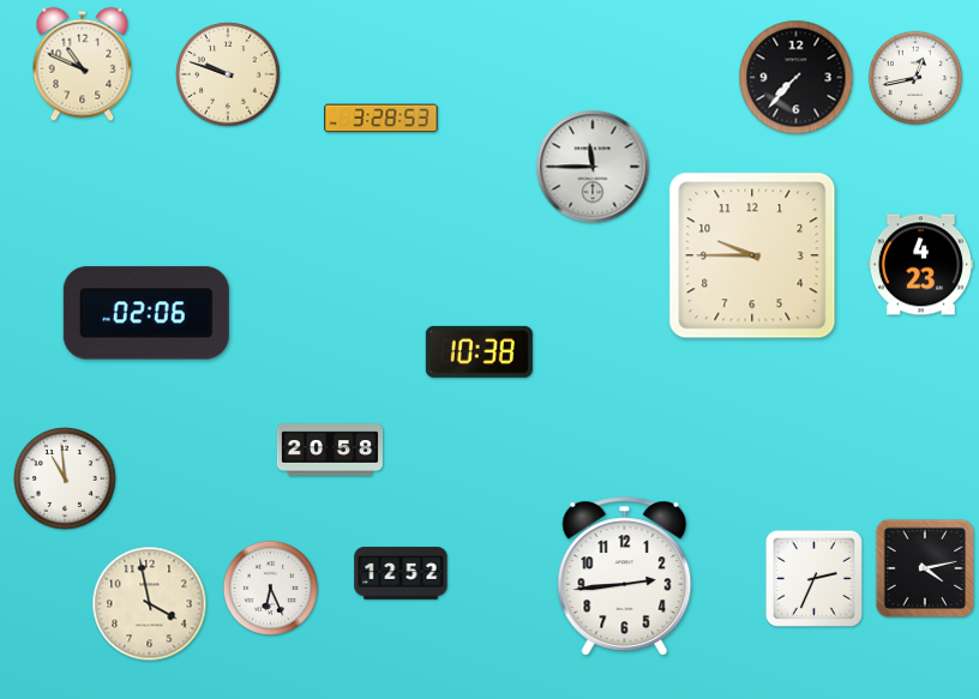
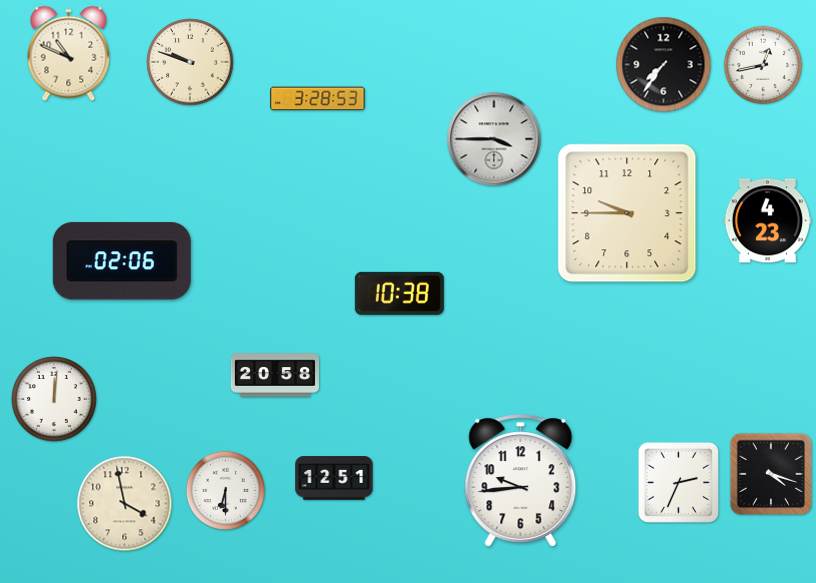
clock at (797, 78): 7:37 -> 7:36
clock at (593, 167): 11:45 -> 3:45
clock at (66, 480): 10:59 -> 12:01
clock at (925, 568): 4:13 -> 4:18
clock at (401, 573): 12:52 -> 12:51
clock at (625, 577): 2:44 -> 9:44
clock at (270, 587): 6:26 -> 6:30
